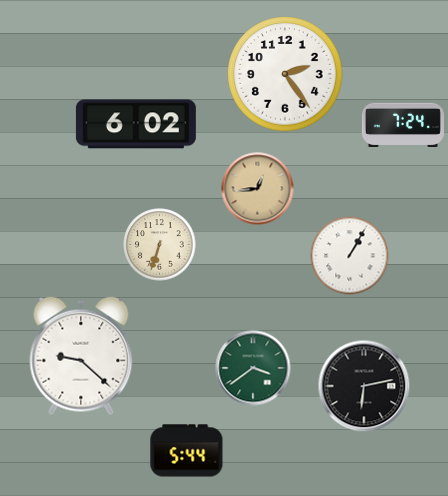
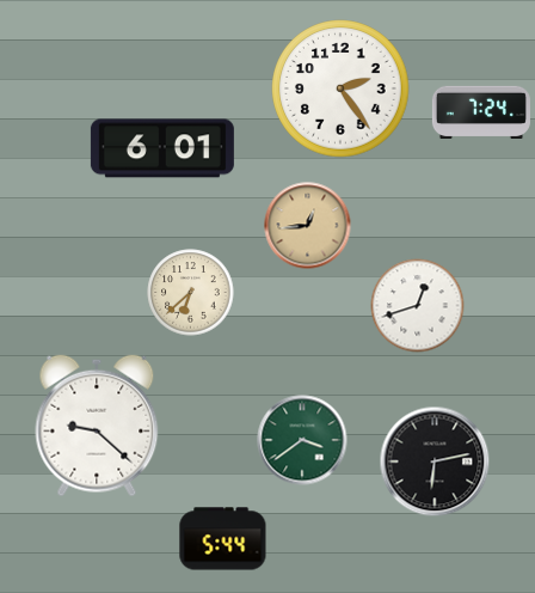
clock at (136, 124): 6:02 -> 6:01
clock at (403, 124) position: (403, 124) -> (481, 111)
clock at (160, 245): 6:33 -> 6:38
clock at (350, 256): 1:05 -> 12:42
